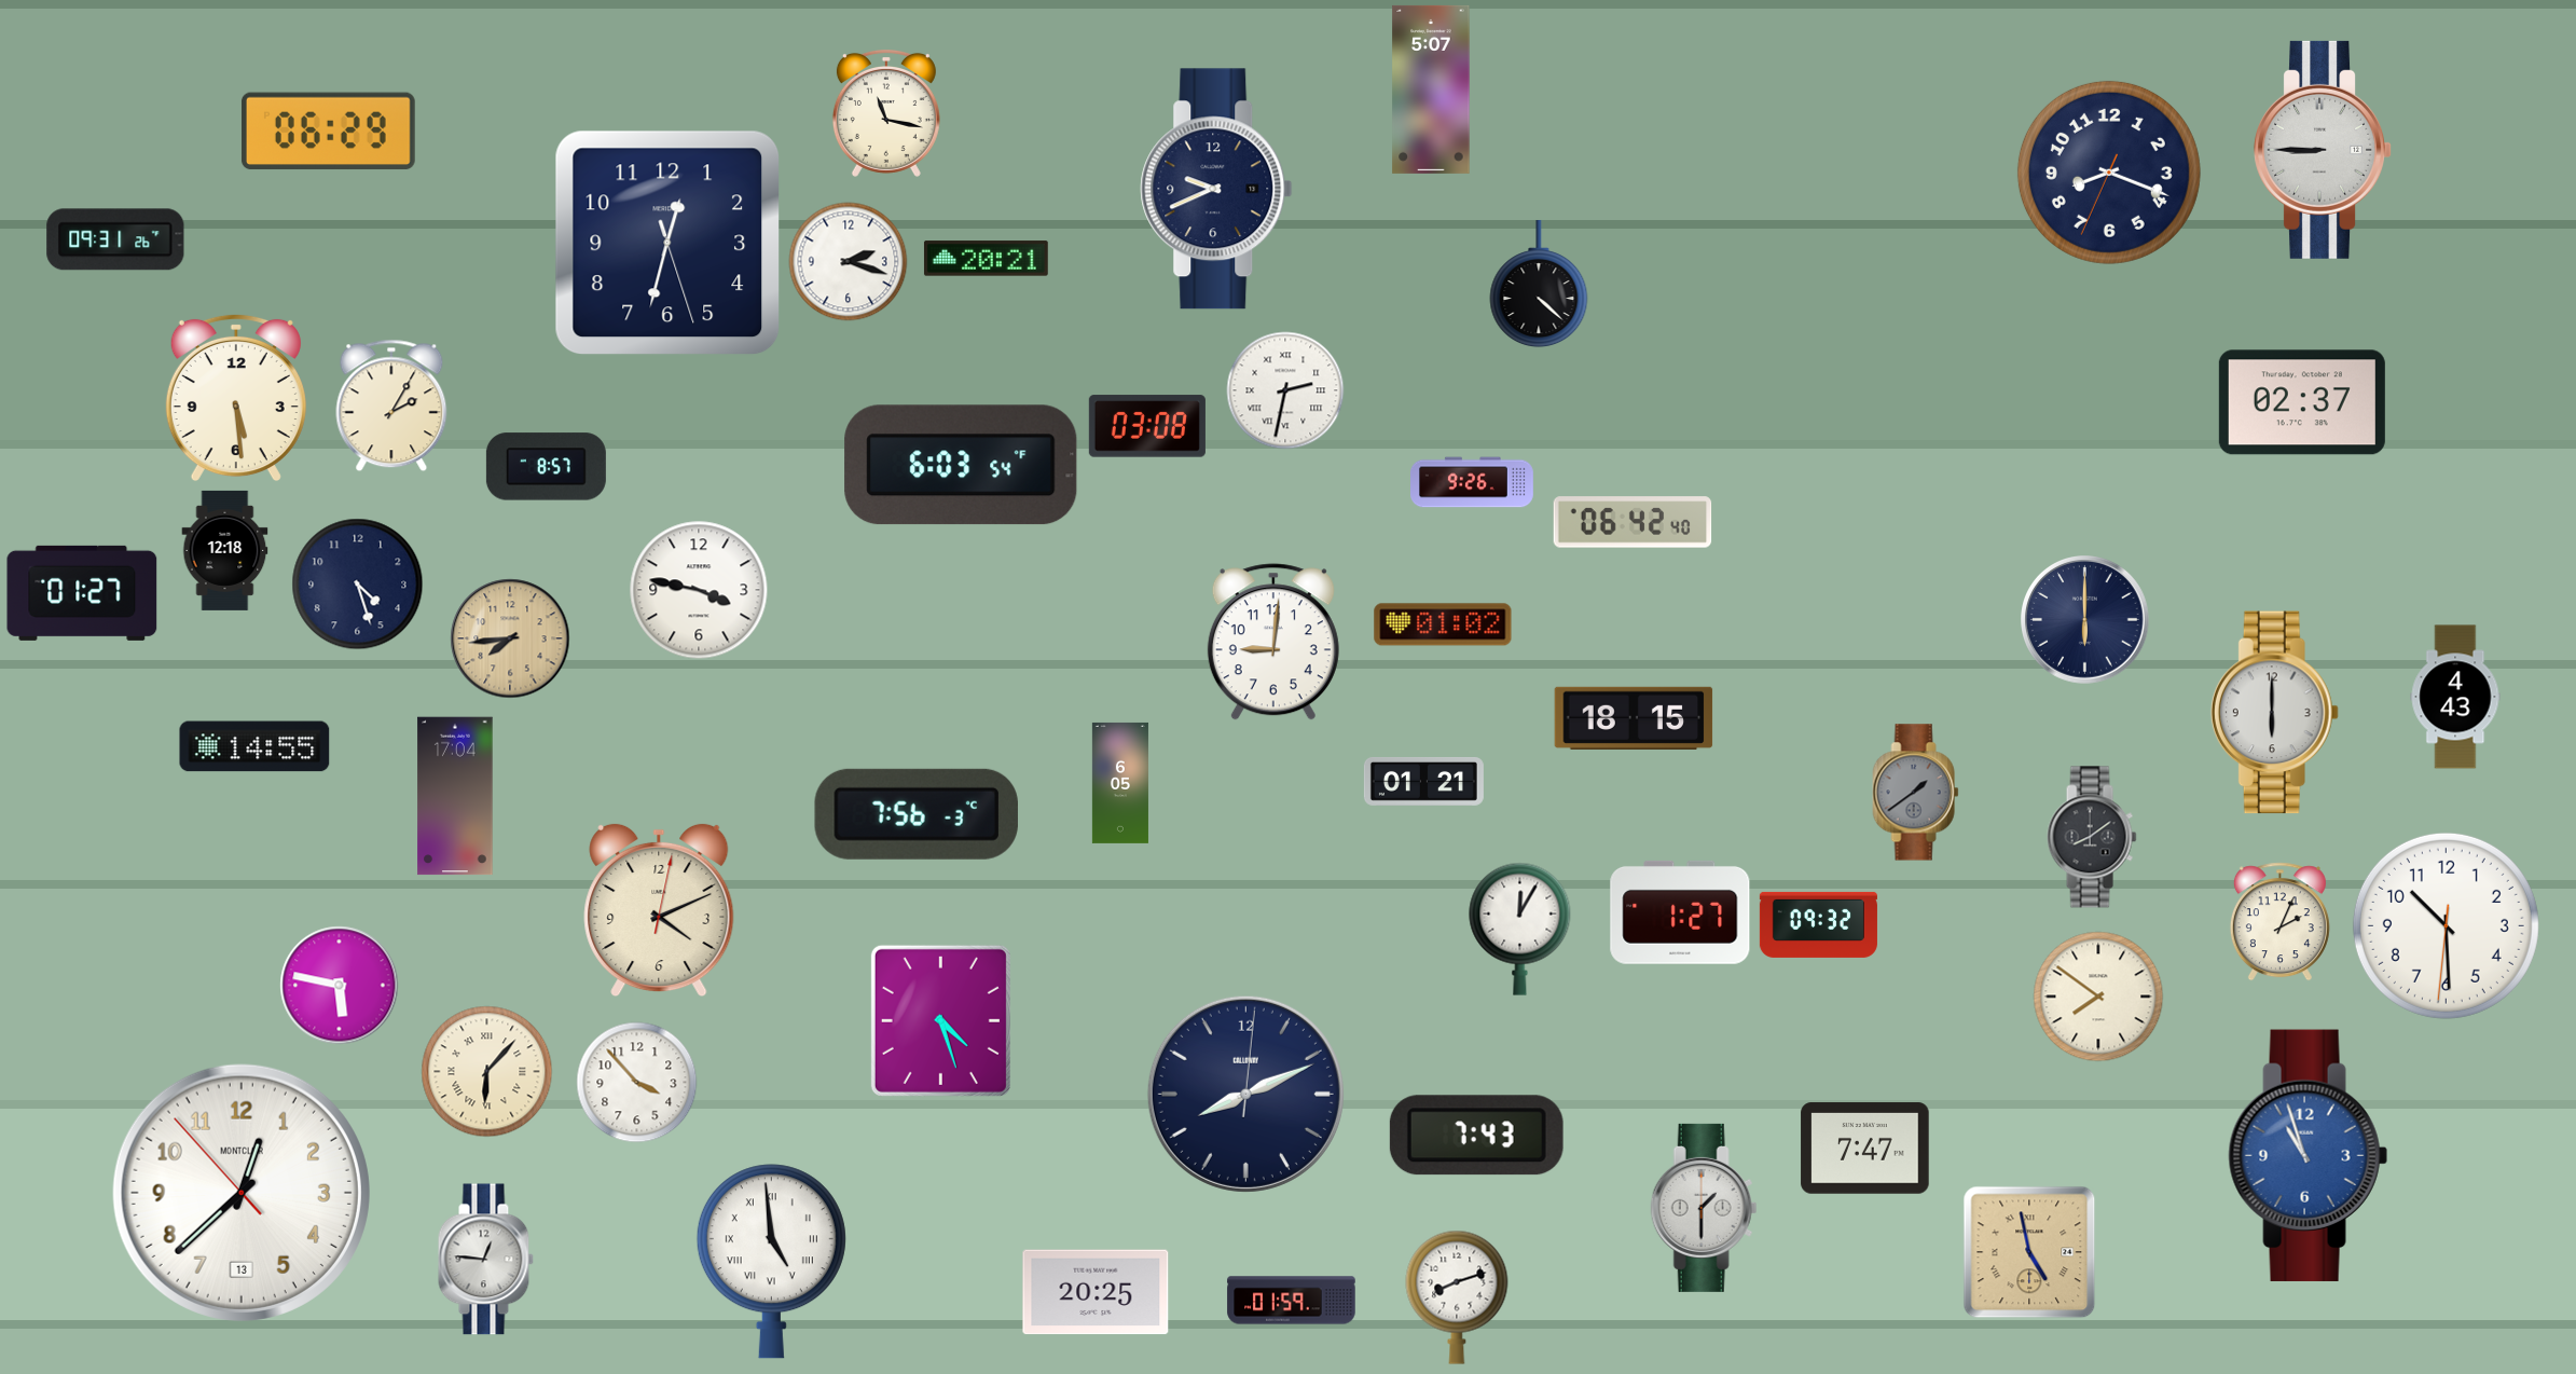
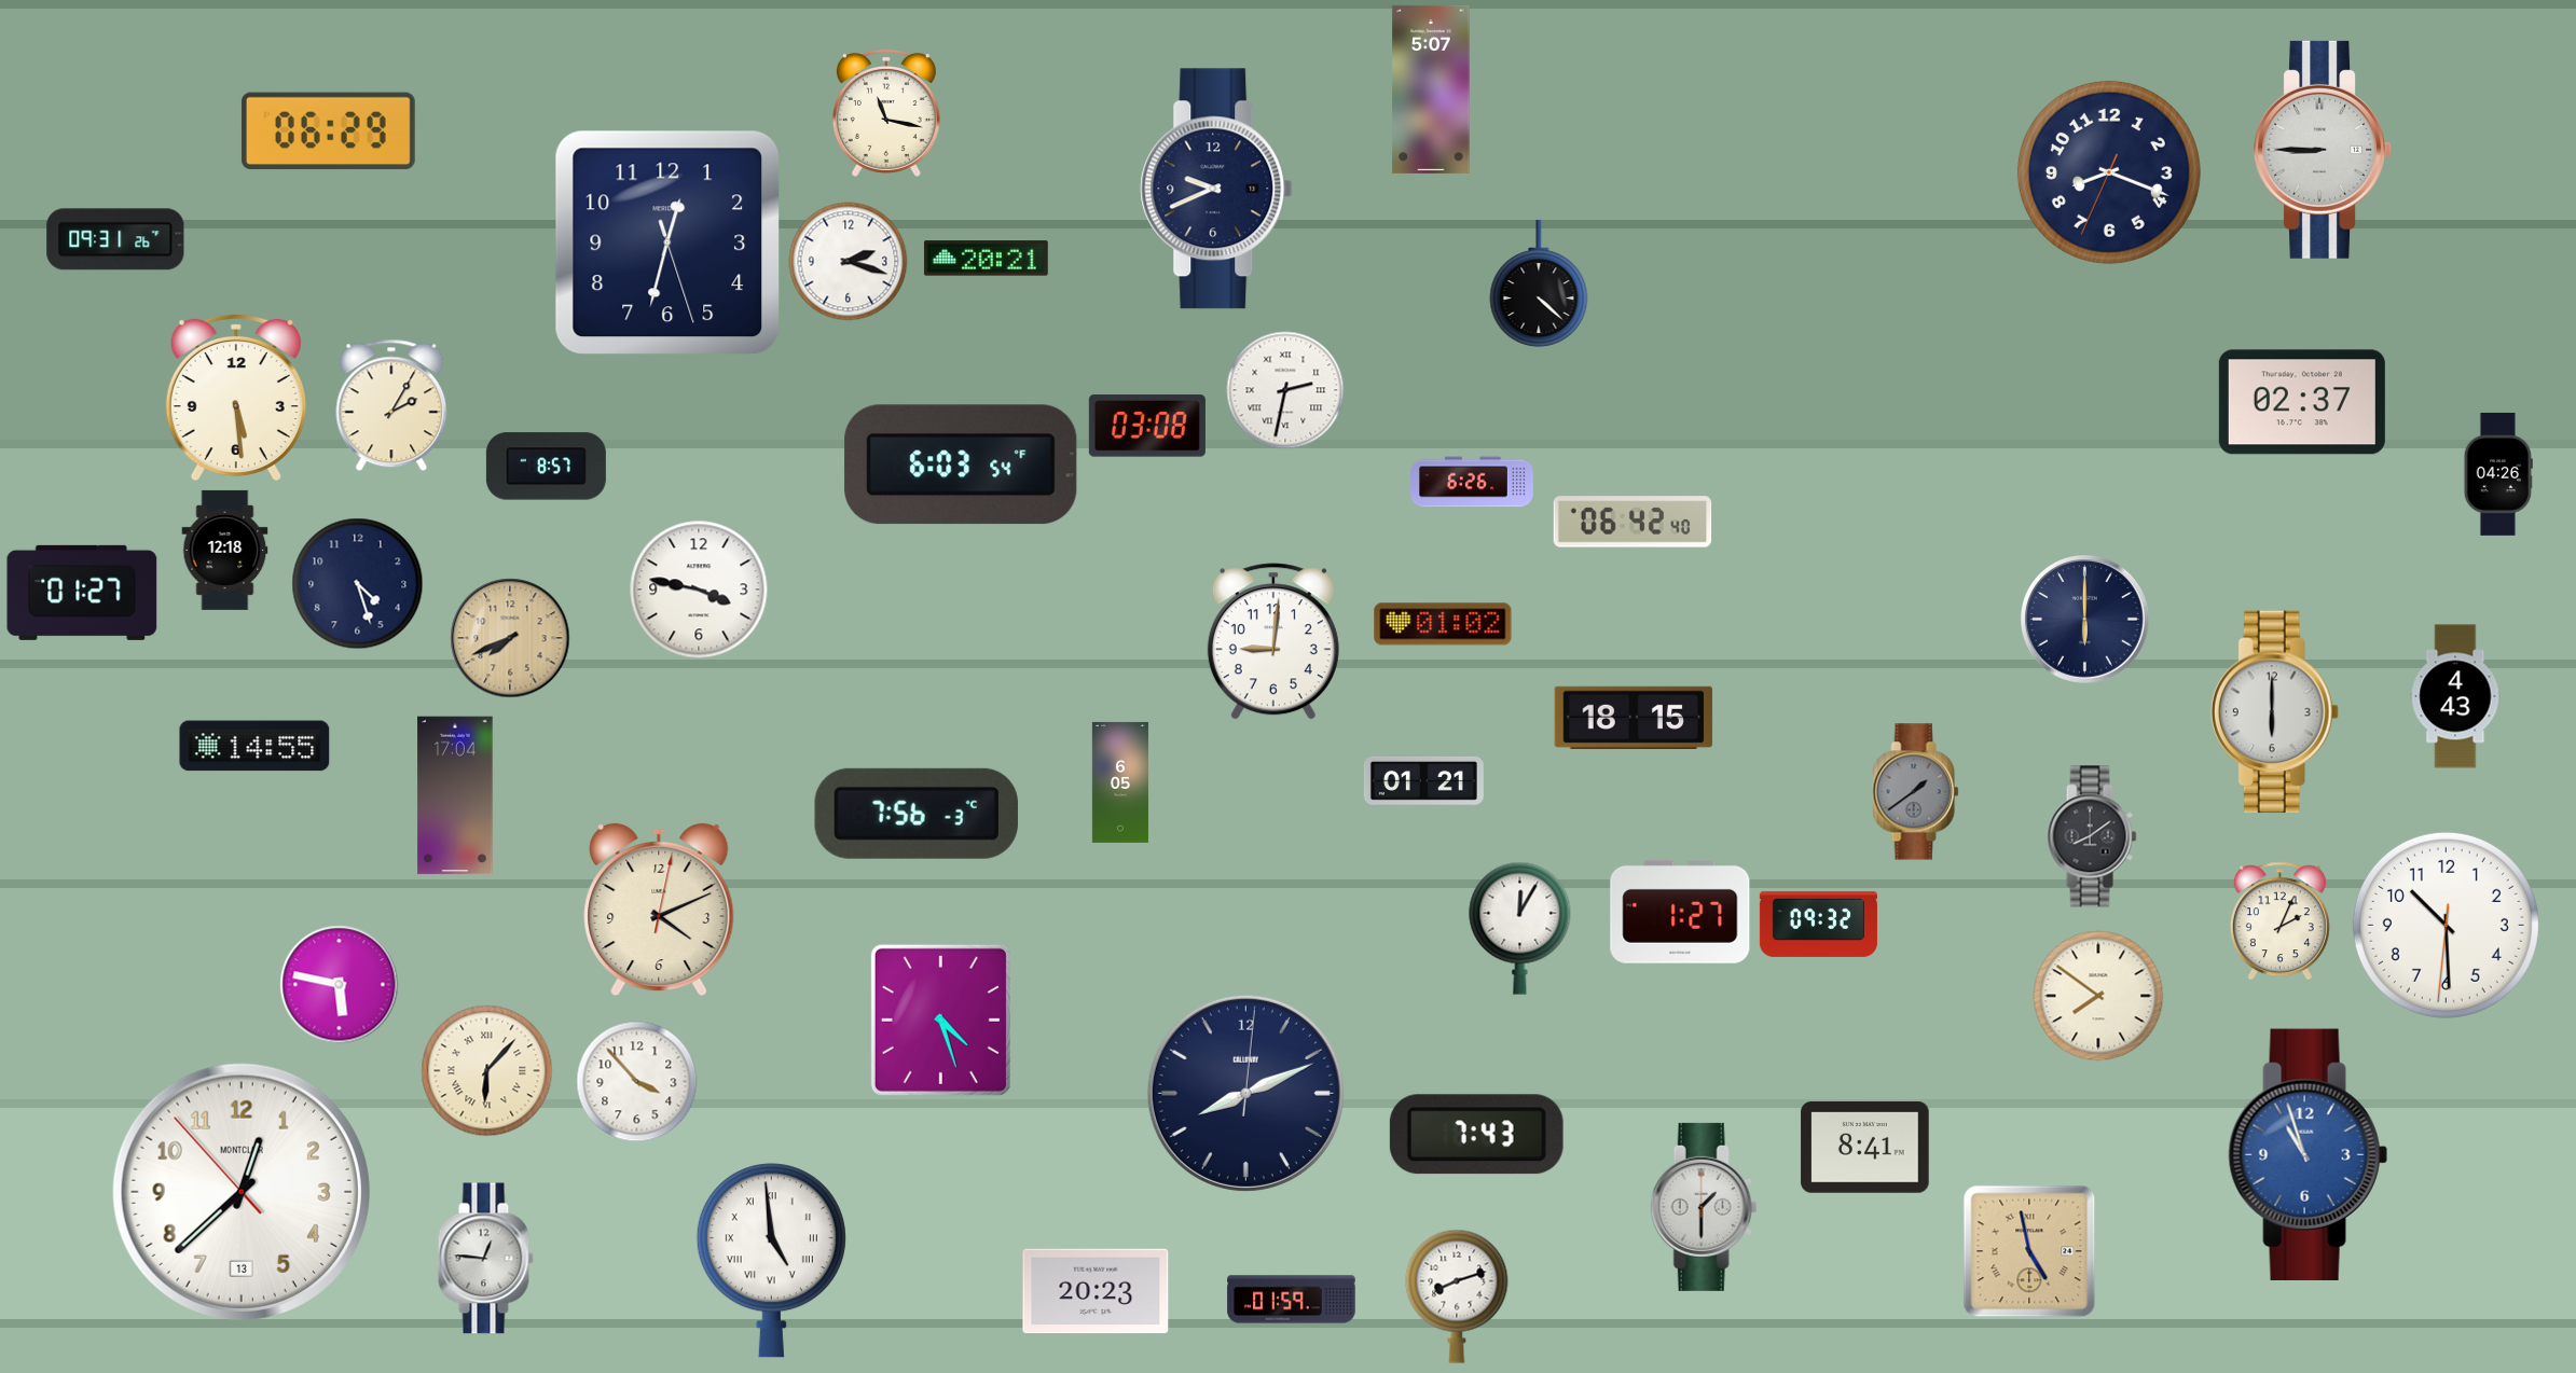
clock at (2498, 474): none -> 04:26
clock at (1473, 482): 9:26 -> 6:26
clock at (510, 638): 7:44 -> 7:41
clock at (1865, 1149): 7:47 -> 8:41
clock at (1096, 1292): 20:25 -> 20:23
